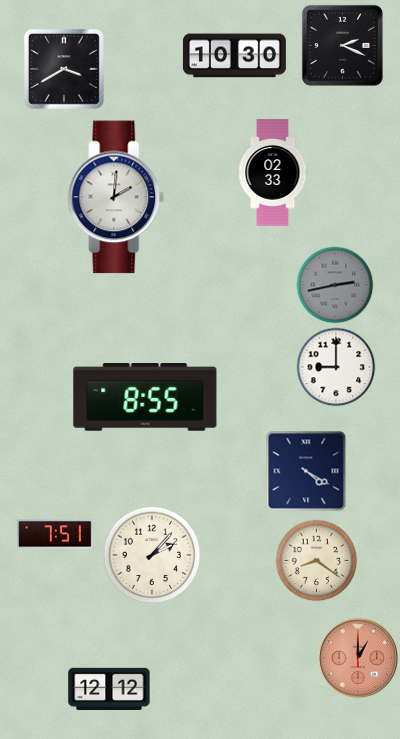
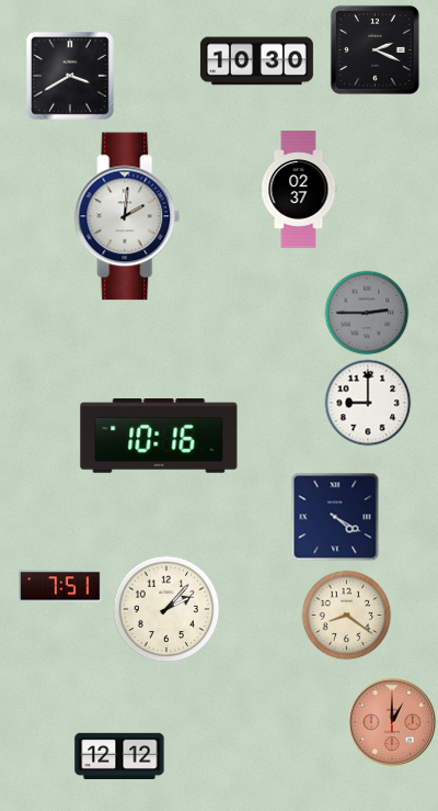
clock at (273, 173): 02:33 -> 02:37
clock at (335, 285): 2:43 -> 2:45
clock at (145, 397): 8:55 -> 10:16
